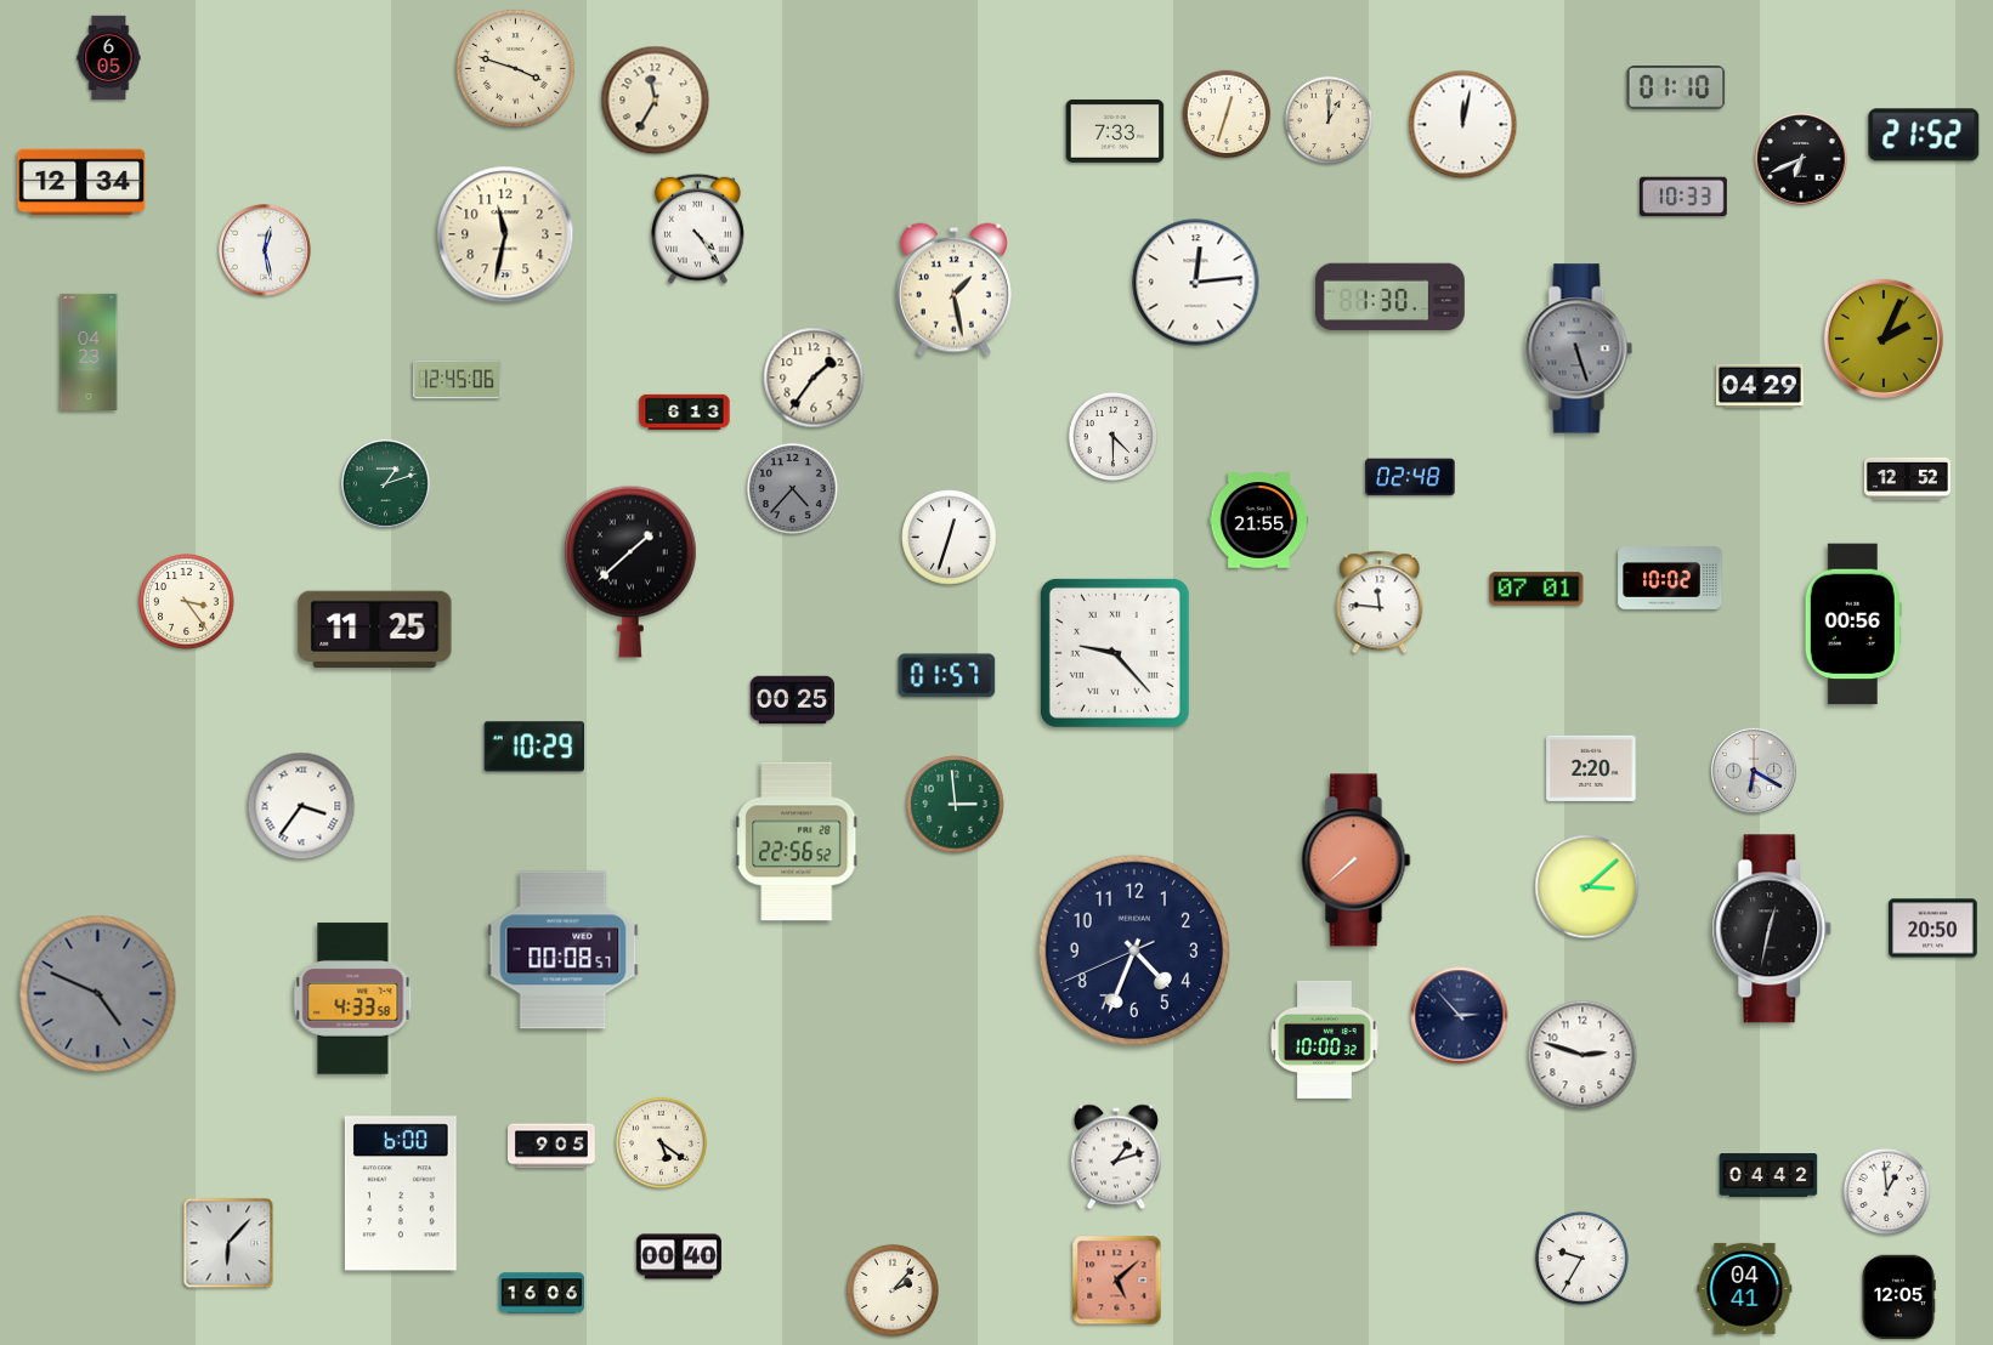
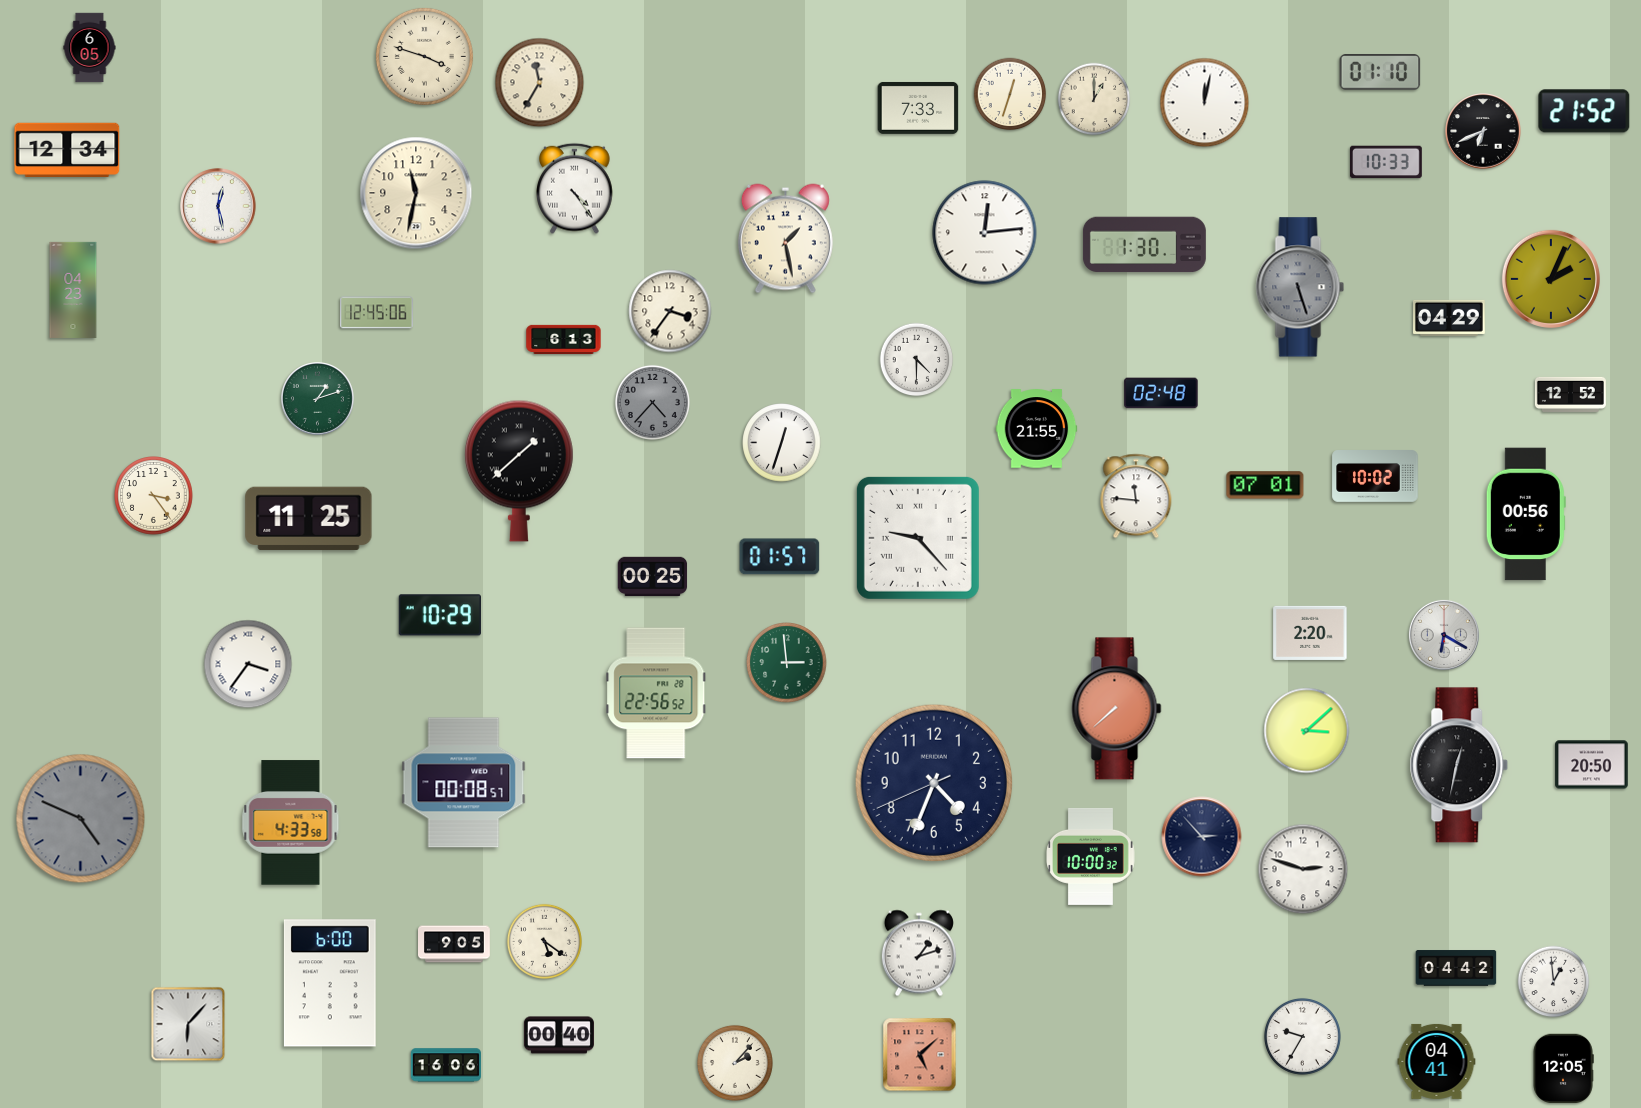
clock at (814, 378): 1:36 -> 3:36
